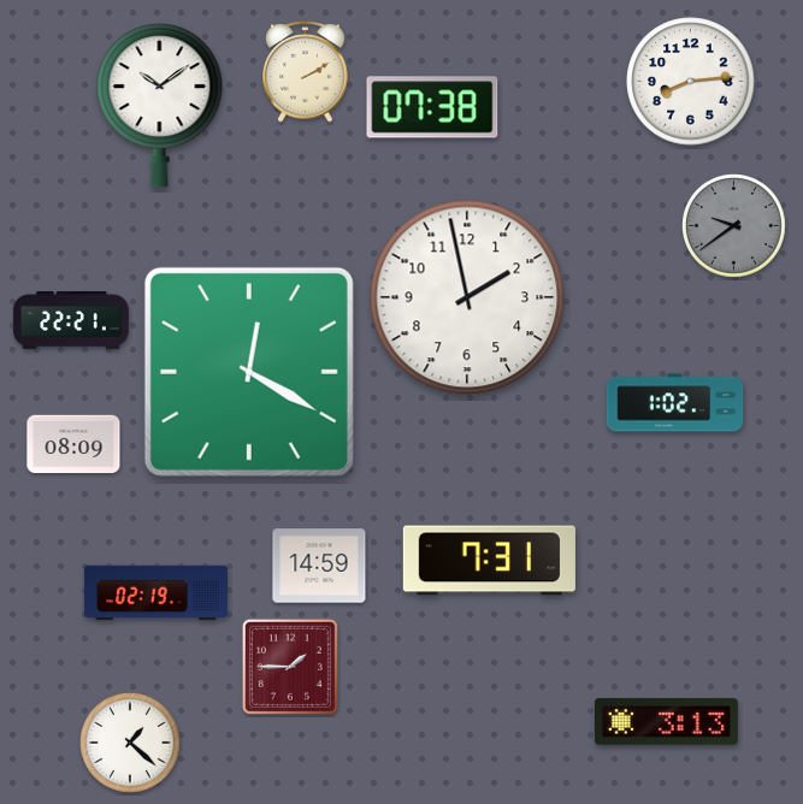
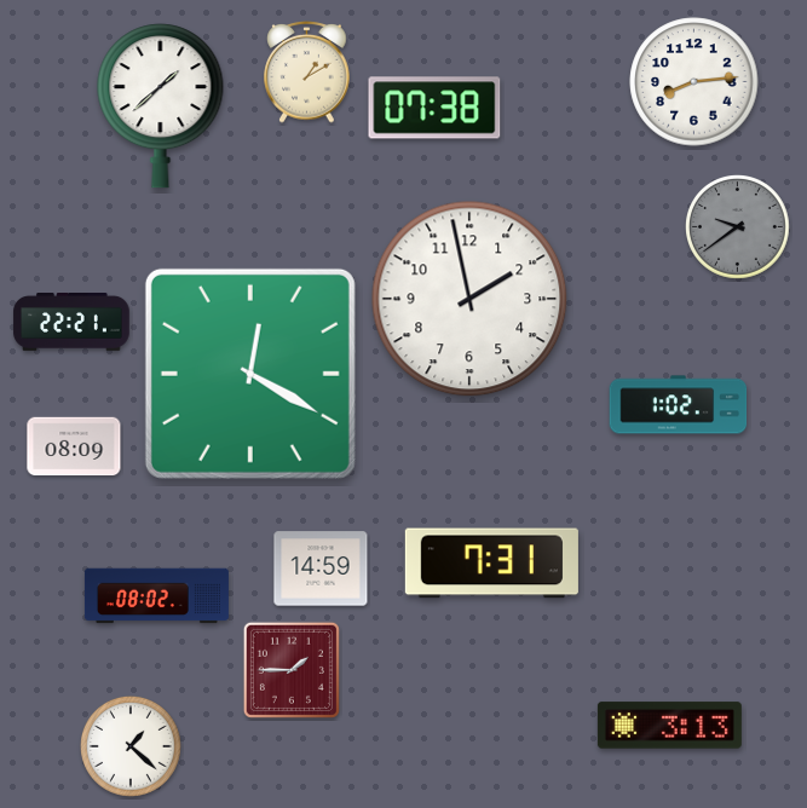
clock at (306, 72): 2:10 -> 1:10
clock at (160, 106): 10:09 -> 1:38
clock at (155, 593): 02:19 -> 08:02
